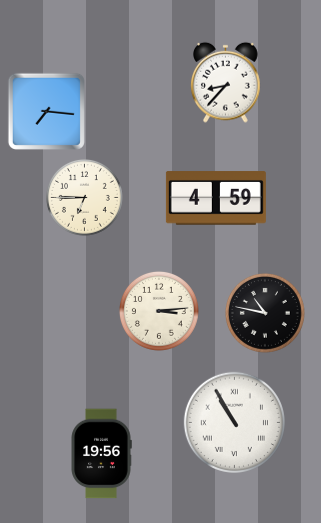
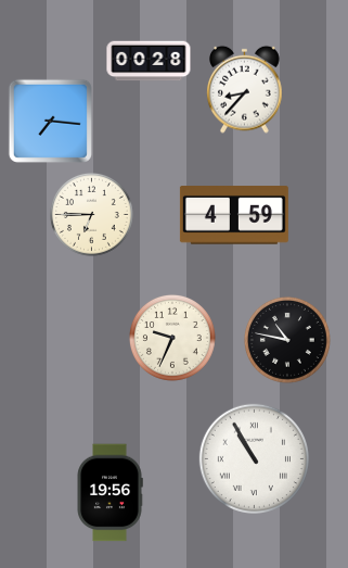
clock at (149, 61): none -> 00:28
clock at (159, 311): 3:14 -> 9:34
